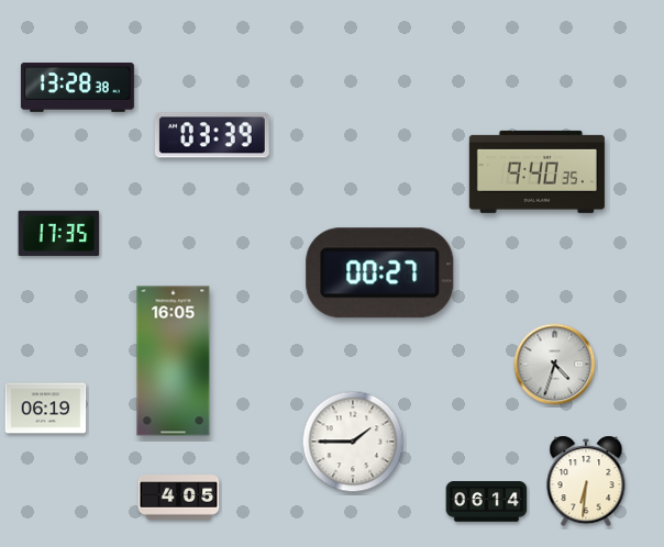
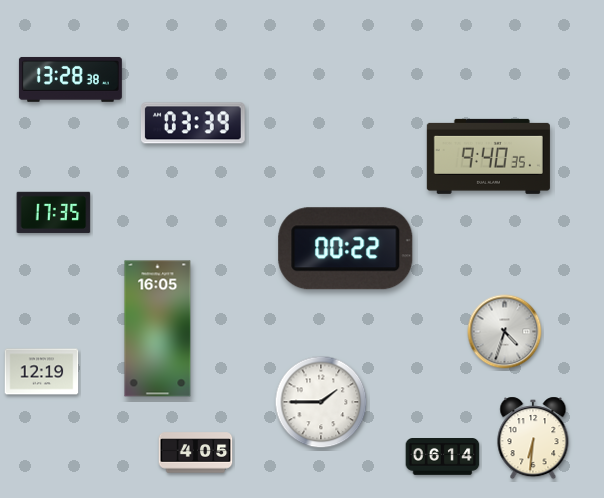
clock at (380, 273): 00:27 -> 00:22
clock at (46, 409): 06:19 -> 12:19
clock at (179, 498) position: (179, 498) -> (196, 453)
